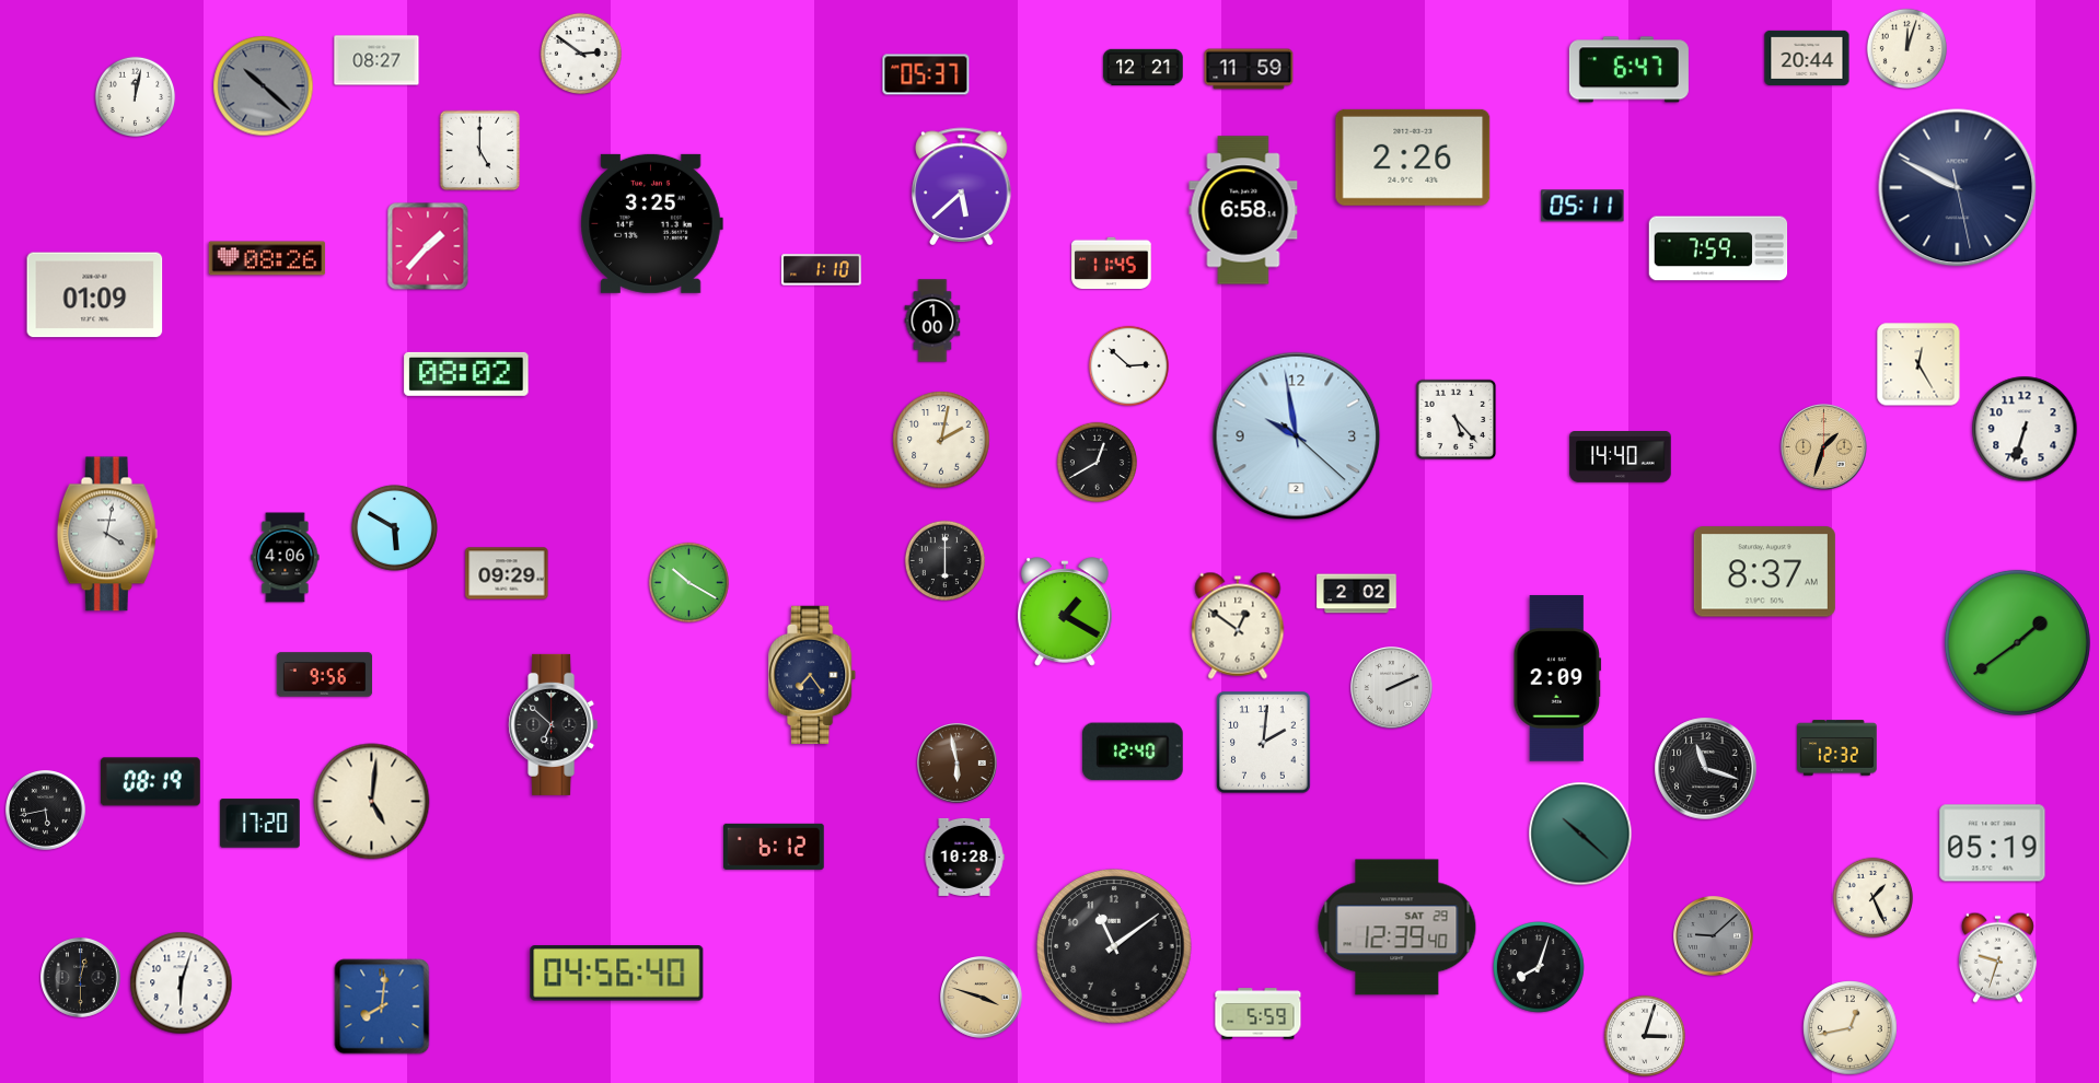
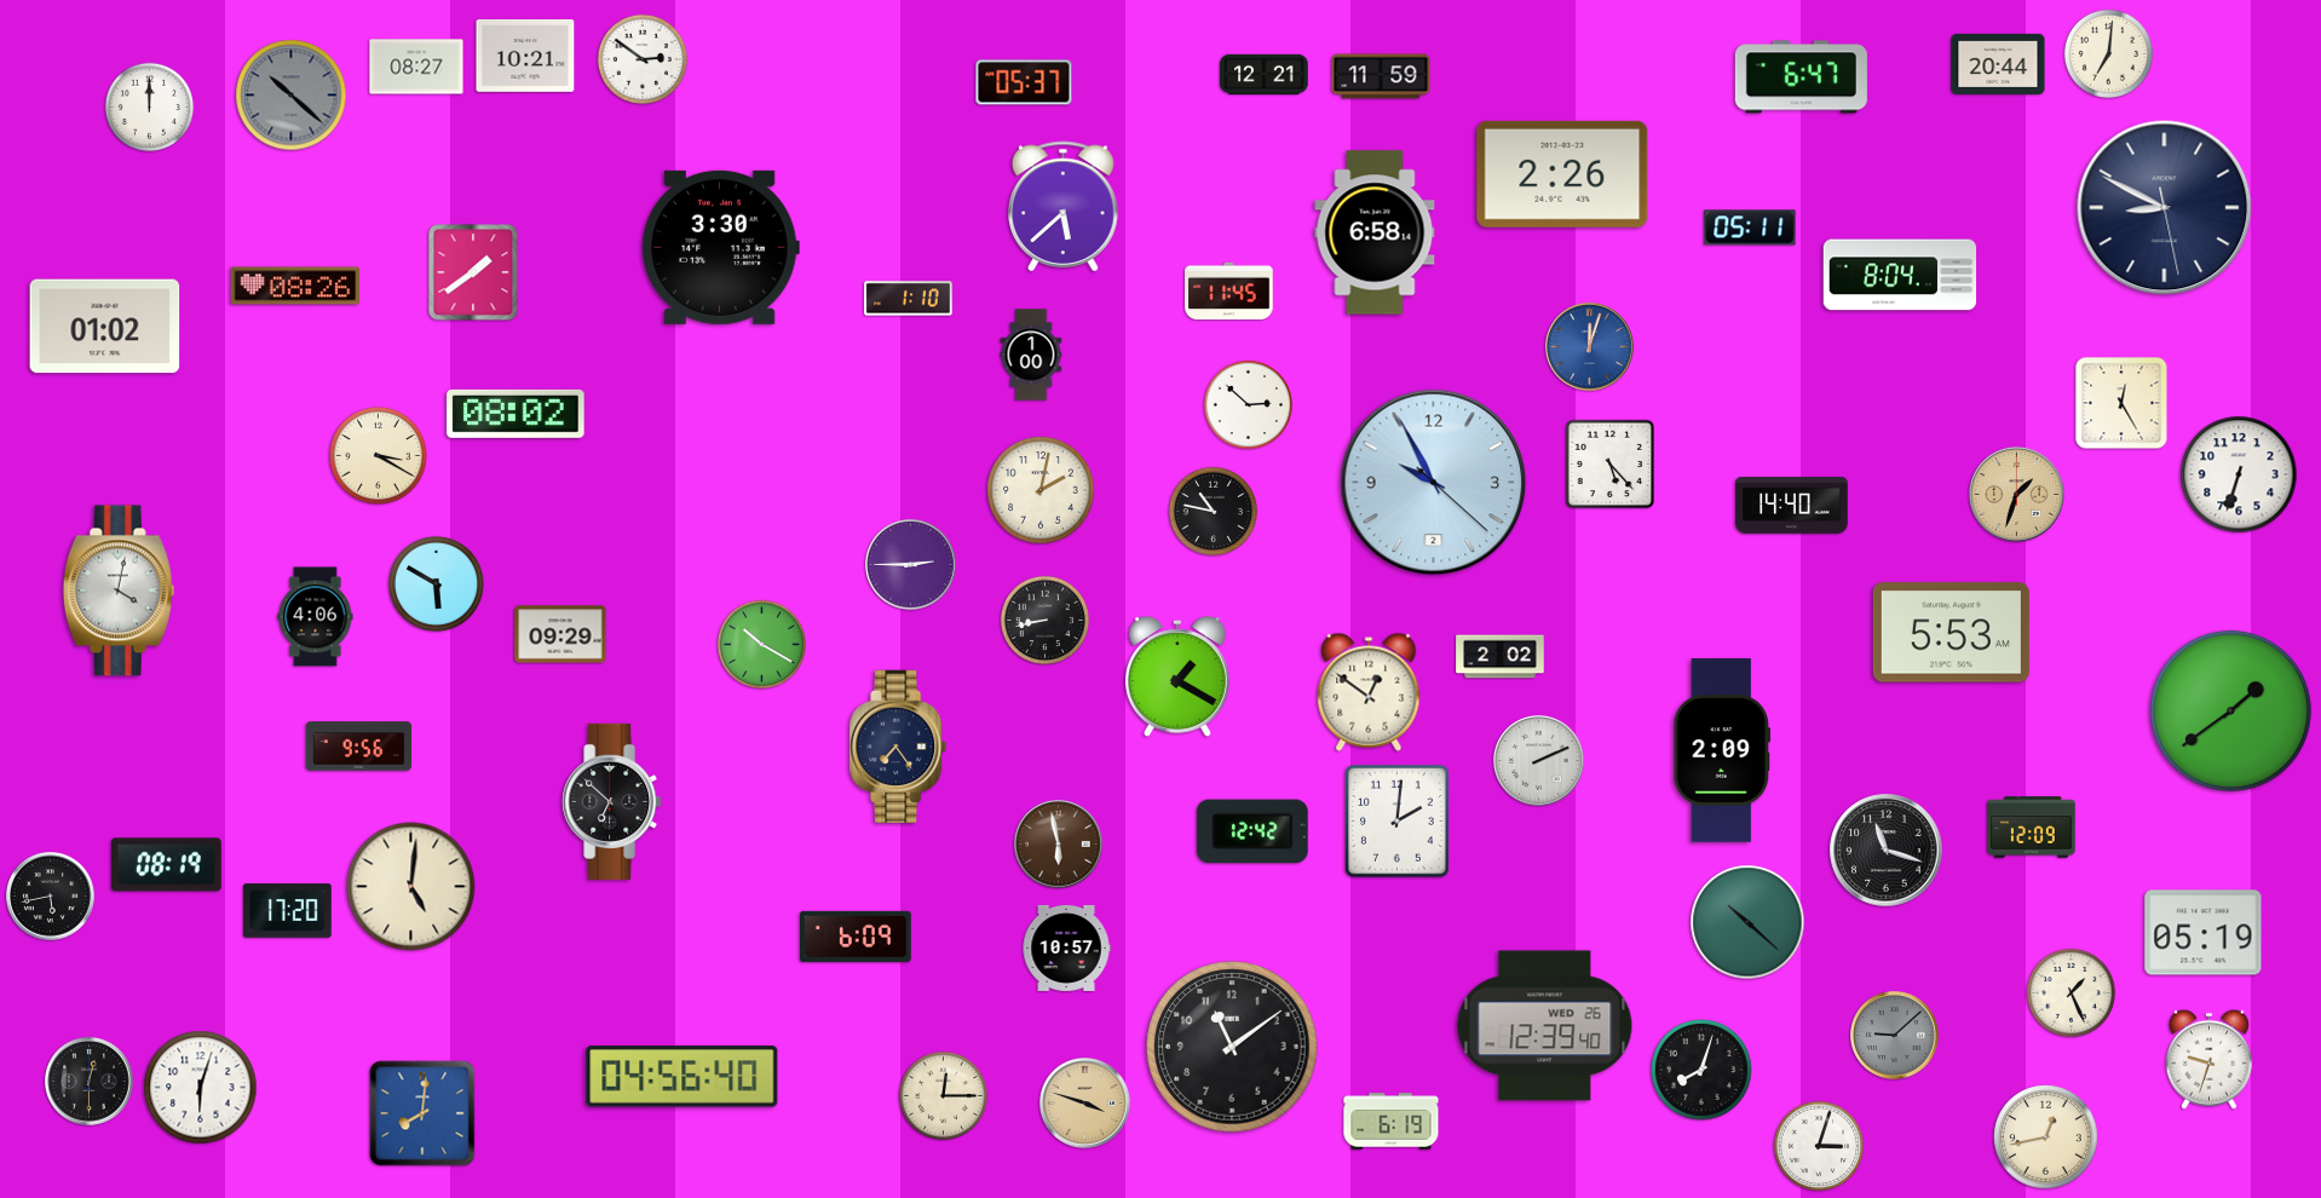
clock at (1907, 49): 12:03 -> 7:01
clock at (525, 56): none -> 10:21
clock at (136, 97): 12:02 -> 12:00
clock at (480, 151): 5:00 -> none
clock at (1958, 188): 9:49 -> 8:49
clock at (651, 223): 3:25 -> 3:30
clock at (428, 246): 1:37 -> 1:39
clock at (1718, 248): 7:59 -> 8:04
clock at (95, 295): 01:09 -> 01:02
clock at (1590, 347): none -> 12:03
clock at (378, 455): none -> 3:20
clock at (1297, 436): 9:58 -> 9:55
clock at (941, 440) position: (941, 440) -> (1041, 490)
clock at (1098, 463): 12:40 -> 10:47
clock at (911, 565): none -> 2:45
clock at (946, 561): 6:00 -> 8:43
clock at (1764, 572): 8:37 -> 5:53
clock at (1837, 748): 12:32 -> 12:09
clock at (1133, 752): 12:40 -> 12:42
clock at (775, 847): 6:12 -> 6:09
clock at (964, 857): 10:28 -> 10:57
clock at (1398, 928) date: SAT 29 -> WED 26
clock at (944, 1096): none -> 12:15
clock at (1259, 1014): 5:59 -> 6:19
